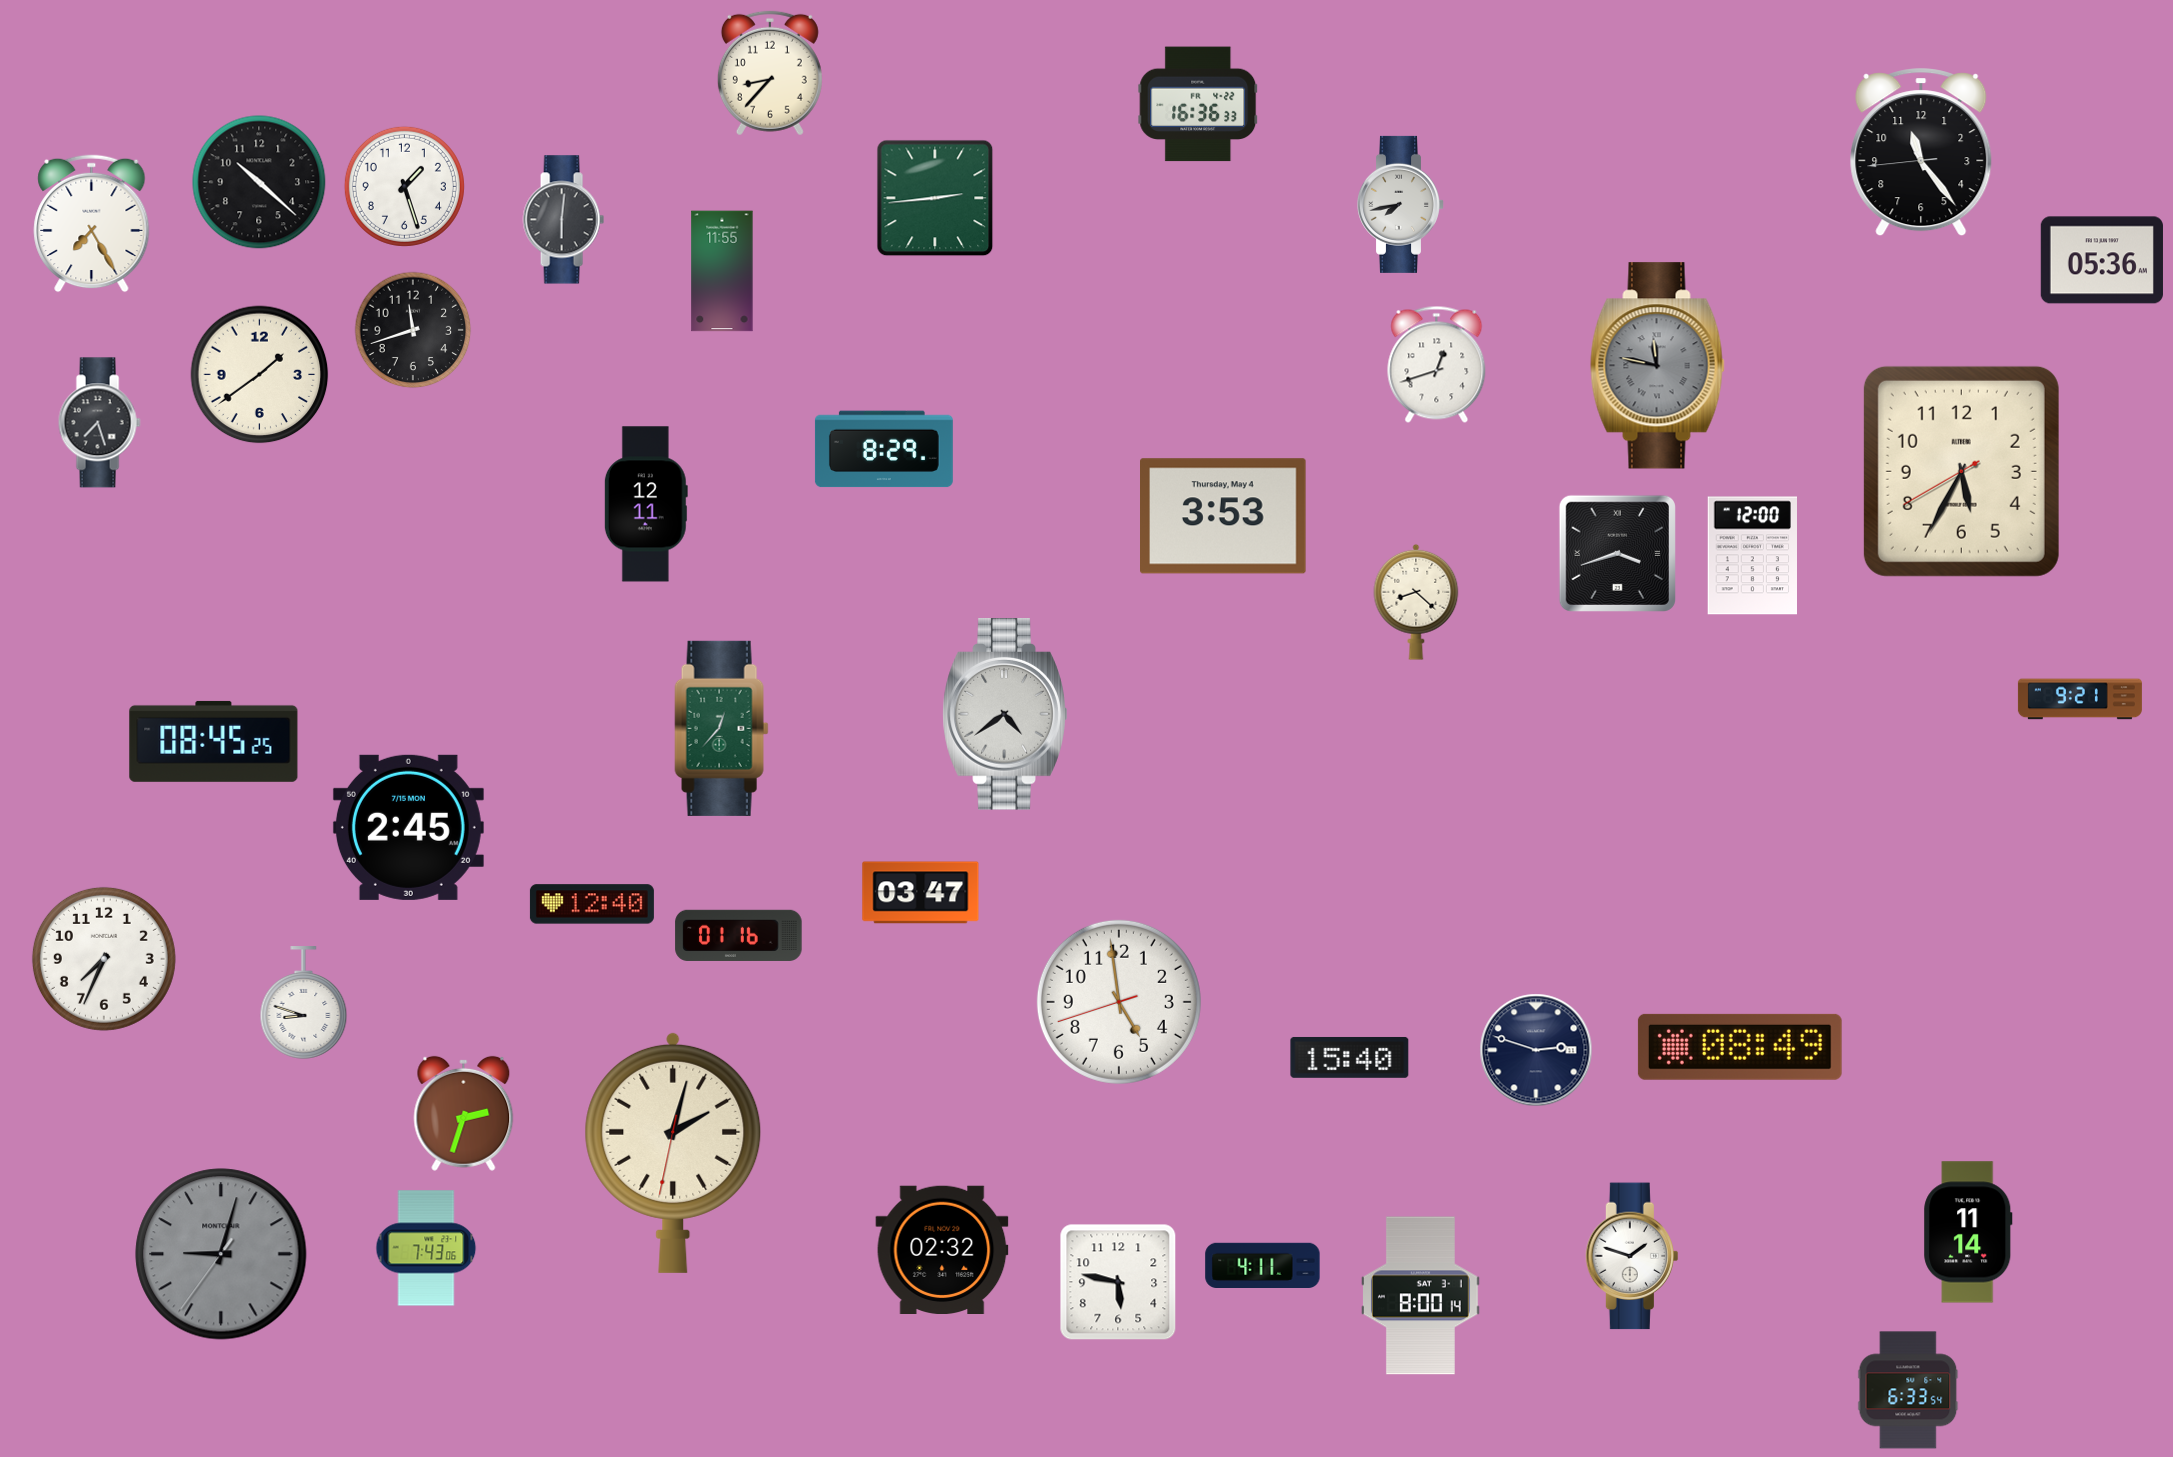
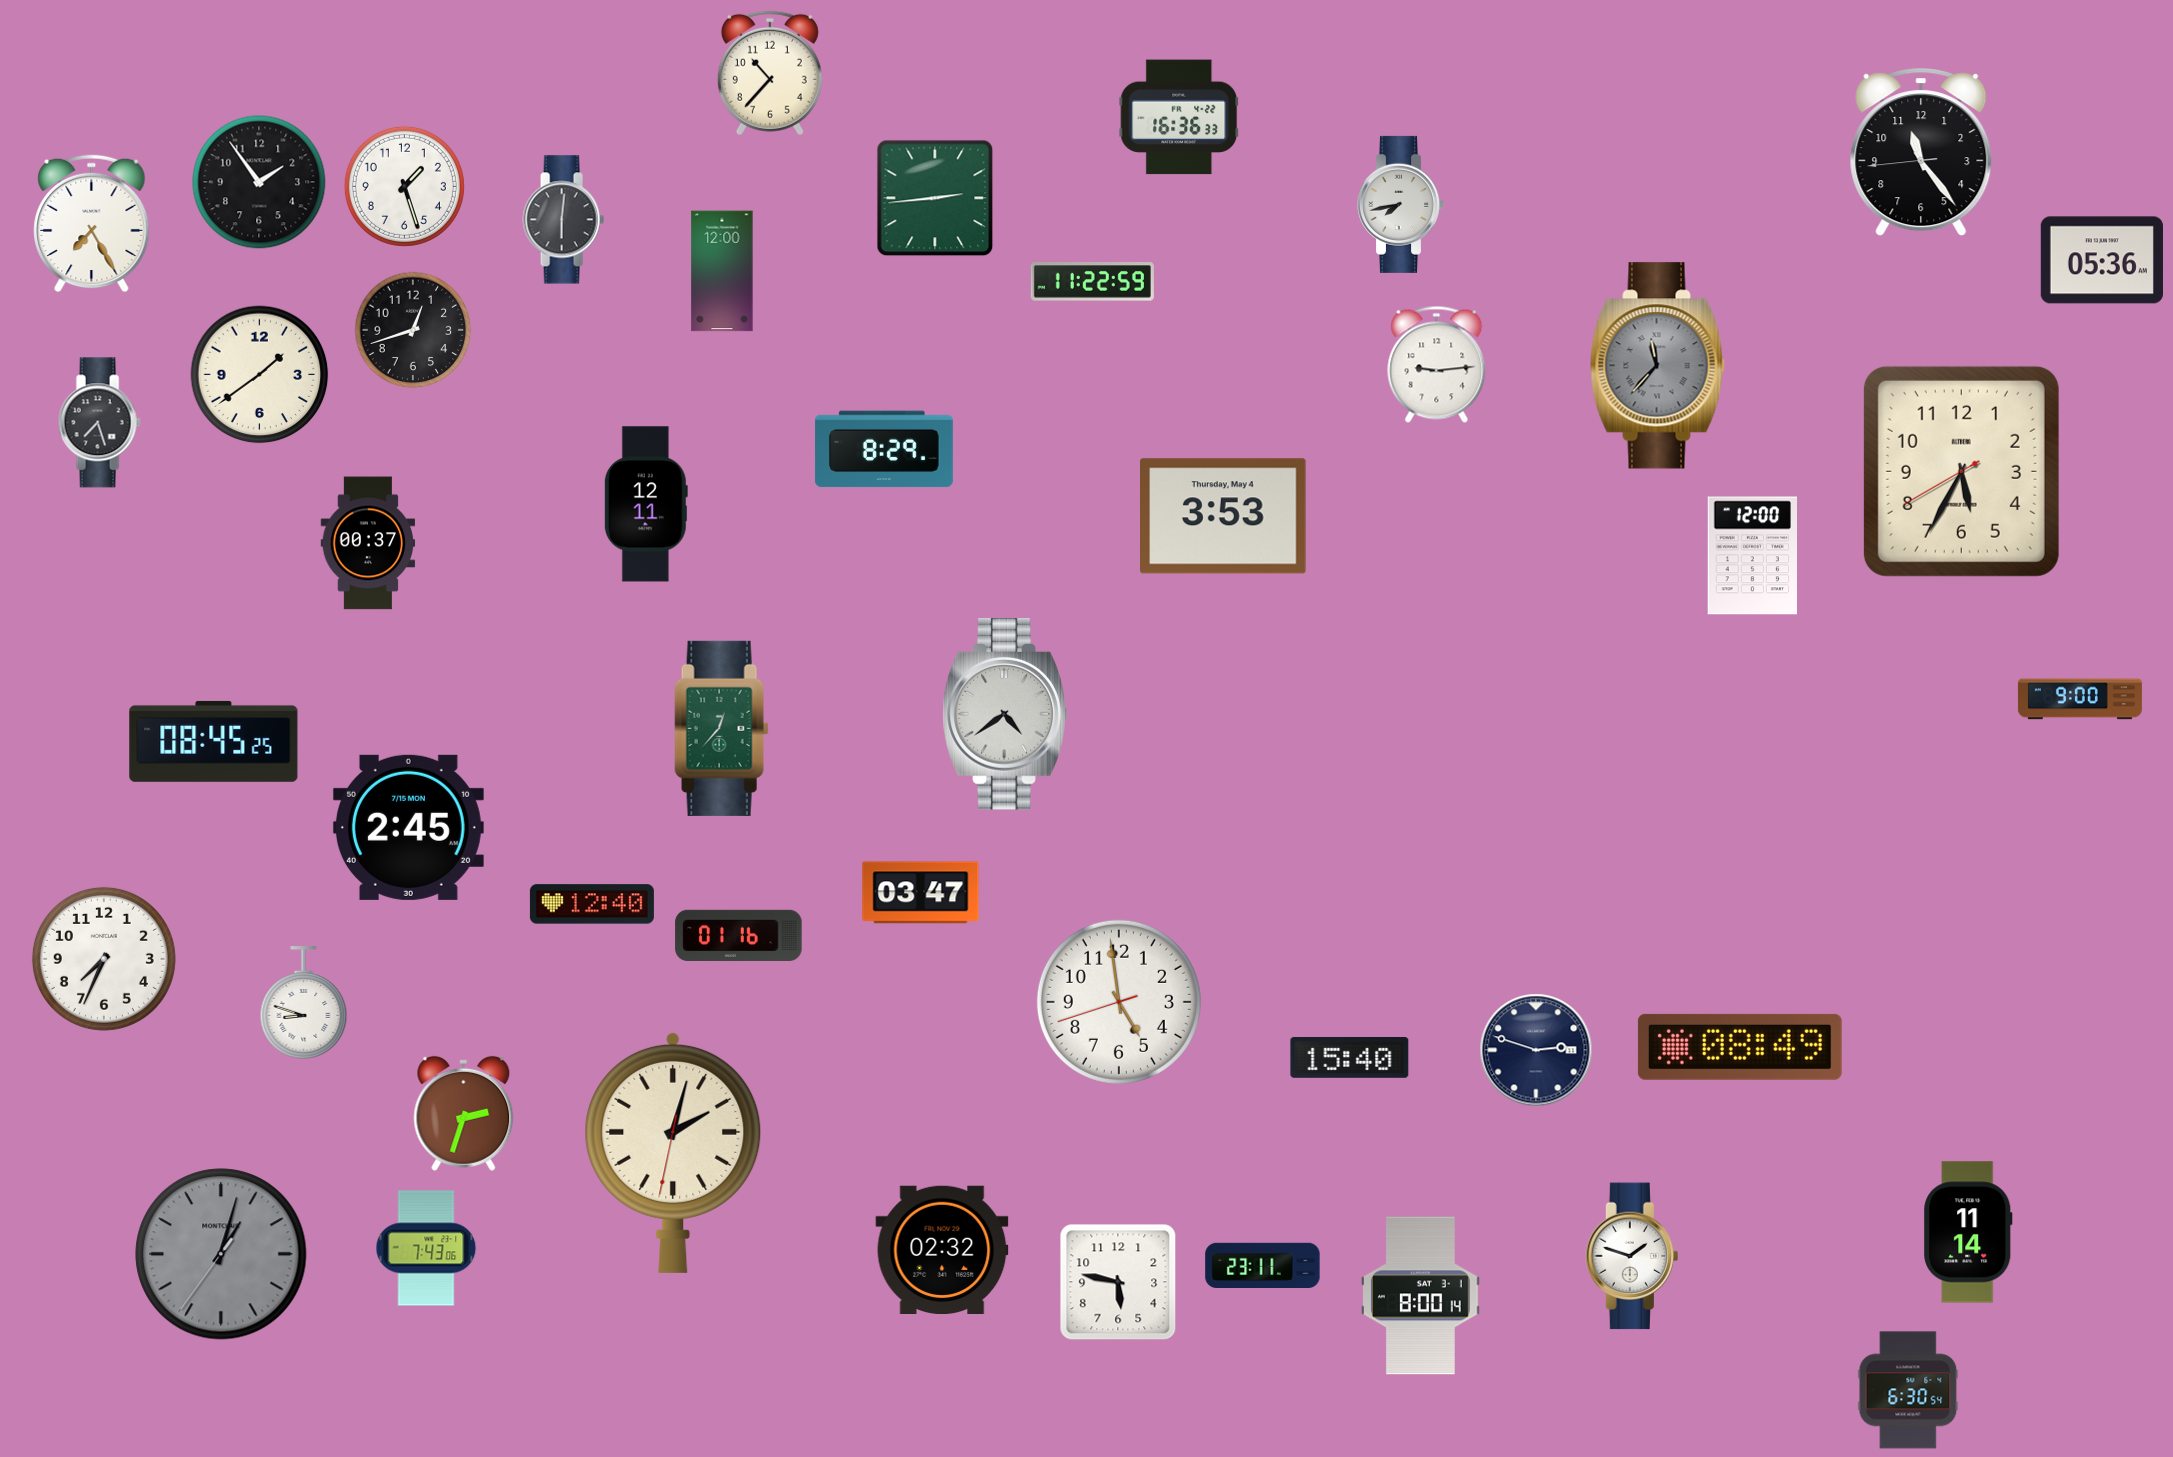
clock at (770, 73): 8:37 -> 10:37
clock at (1198, 104) position: (1198, 104) -> (1179, 117)
clock at (259, 182): 10:22 -> 1:54
clock at (722, 271): 11:55 -> 12:00
clock at (1092, 282): none -> 11:22
clock at (413, 330): 11:42 -> 12:42
clock at (1437, 364): 12:42 -> 9:14
clock at (1658, 366): 11:47 -> 11:37
clock at (368, 543): none -> 00:37
clock at (1617, 553): 3:42 -> none
clock at (1416, 602): 8:22 -> none
clock at (2080, 699): 9:21 -> 9:00
clock at (221, 1254): 9:02 -> 1:02
clock at (1263, 1266): 4:11 -> 23:11
clock at (1908, 1390): 6:33 -> 6:30
